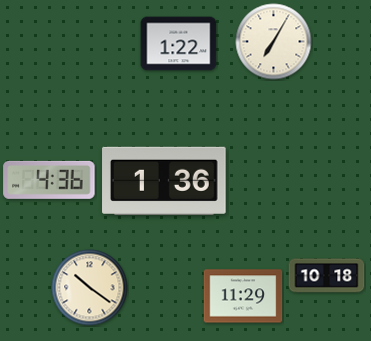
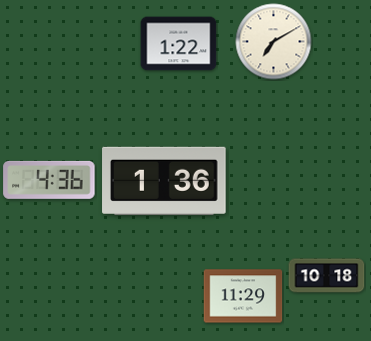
clock at (274, 42): 7:05 -> 7:10
clock at (90, 288): 10:21 -> none
